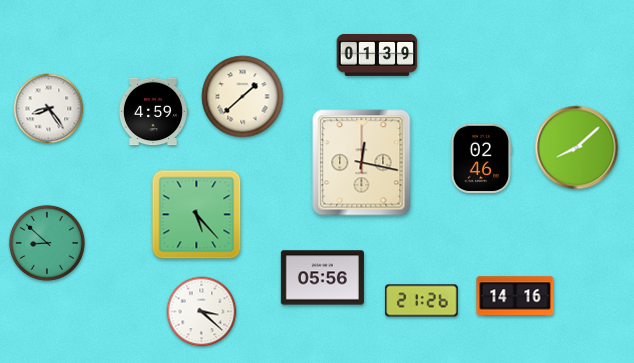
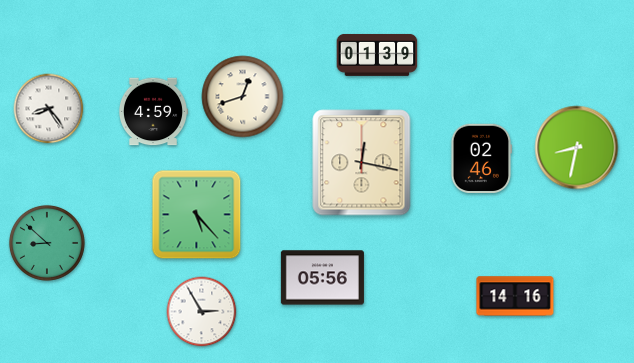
clock at (243, 97): 1:38 -> 12:42
clock at (577, 148): 8:08 -> 8:32
clock at (422, 301): 21:26 -> none
clock at (202, 312): 3:22 -> 2:55
